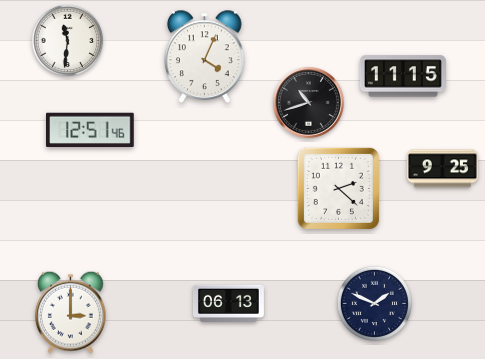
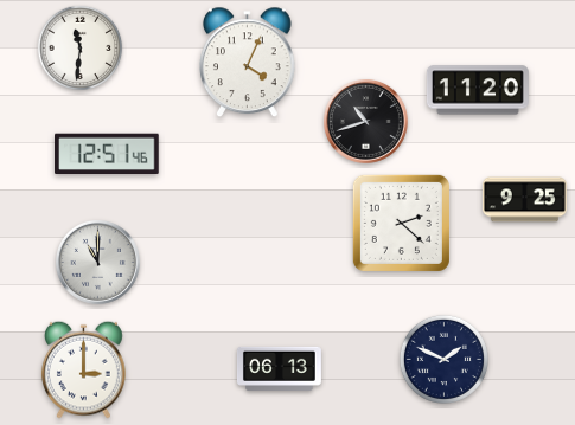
clock at (205, 57) position: (205, 57) -> (248, 63)
clock at (403, 76): 11:15 -> 11:20
clock at (97, 262): none -> 11:00
clock at (228, 303) position: (228, 303) -> (279, 368)
